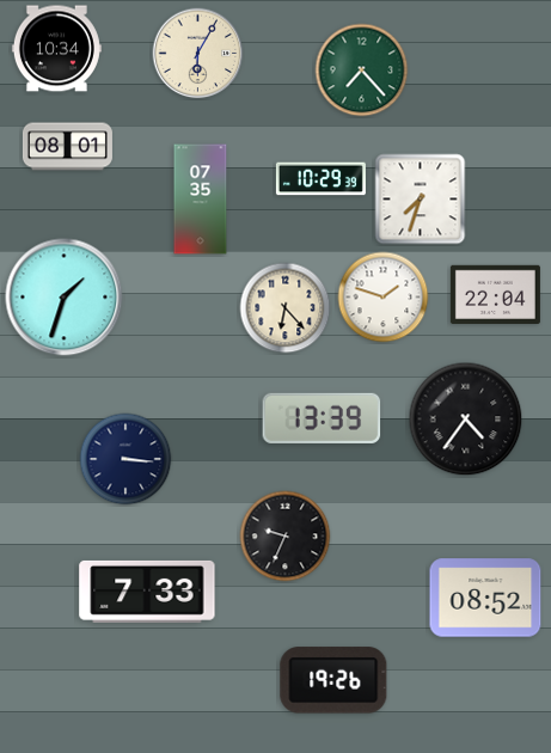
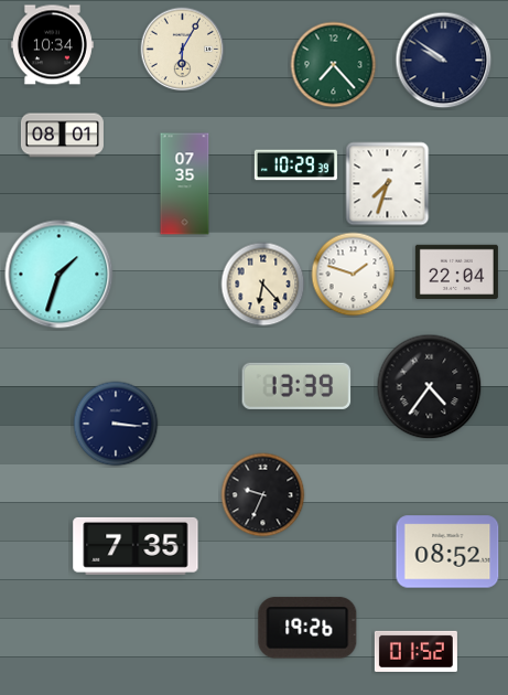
clock at (444, 61): none -> 9:51
clock at (147, 592): 7:33 -> 7:35
clock at (415, 651): none -> 01:52
